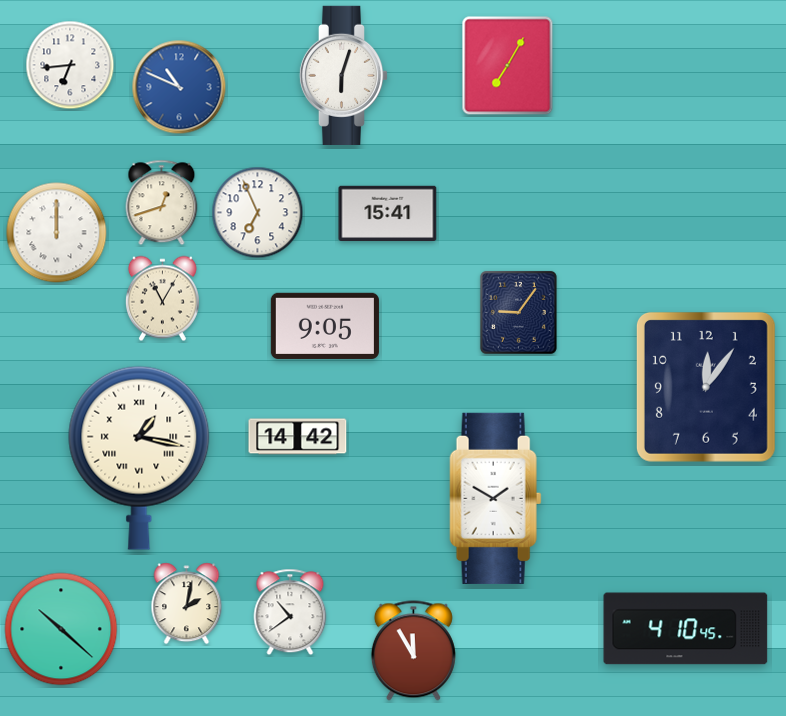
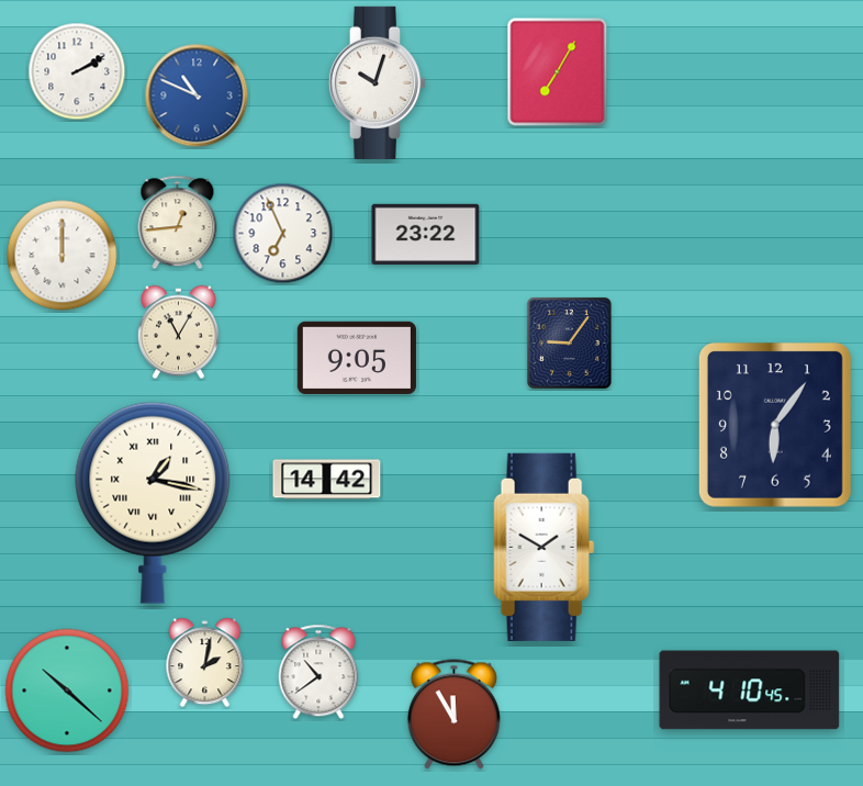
clock at (70, 65): 6:44 -> 2:10
clock at (344, 75): 6:03 -> 10:03
clock at (162, 203): 12:42 -> 12:44
clock at (388, 213): 15:41 -> 23:22
clock at (162, 299) position: (162, 299) -> (178, 333)
clock at (706, 387): 12:06 -> 6:06
clock at (686, 629) position: (686, 629) -> (750, 690)
